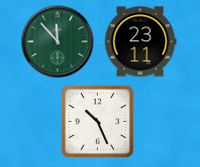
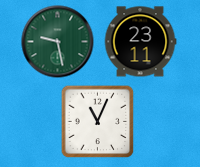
clock at (58, 42): 11:53 -> 9:28
clock at (98, 122): 10:26 -> 11:04
